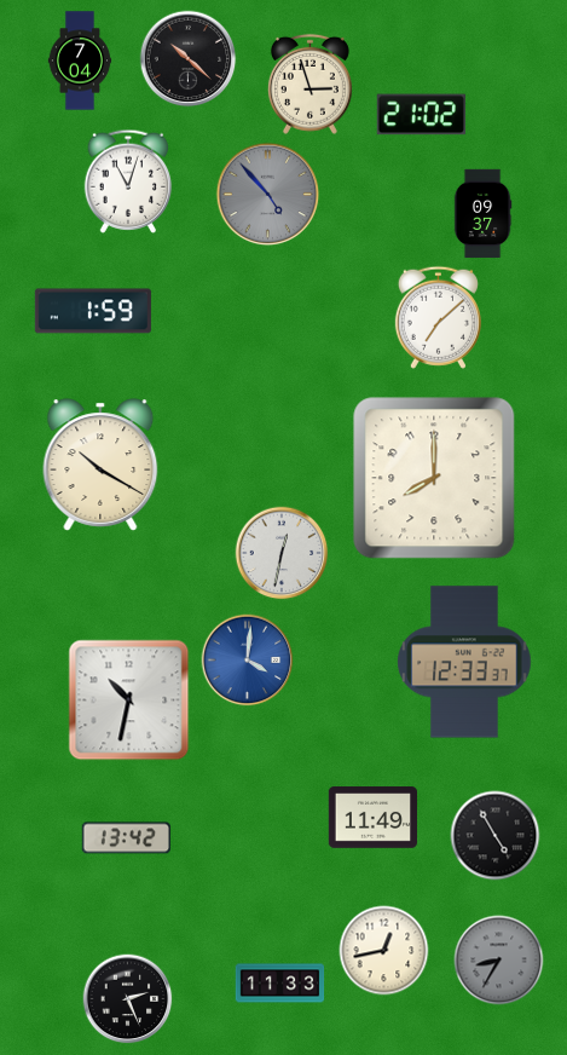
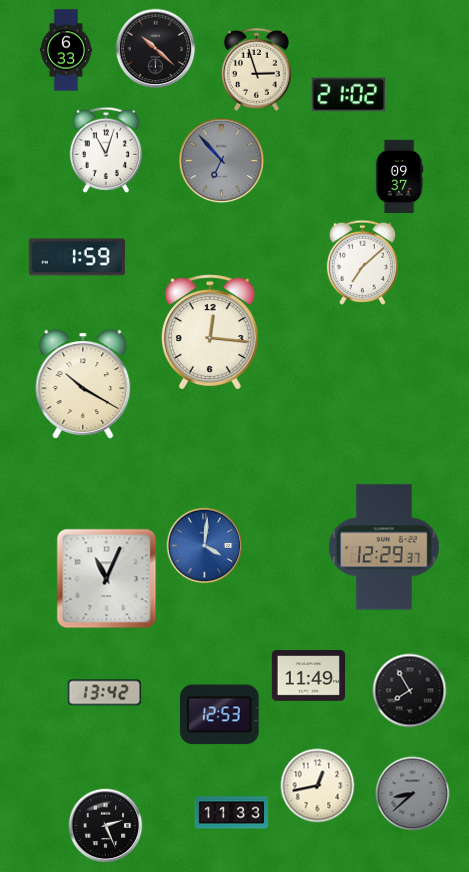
clock at (80, 60): 7:04 -> 6:33
clock at (268, 195): 4:53 -> 6:53
clock at (210, 332): none -> 12:16
clock at (434, 478): 8:00 -> none
clock at (282, 553): 12:32 -> none
clock at (464, 662): 12:33 -> 12:29
clock at (129, 701): 10:32 -> 11:04
clock at (496, 836): 4:55 -> 7:55
clock at (220, 715): none -> 12:53
clock at (499, 961): 8:35 -> 8:38
